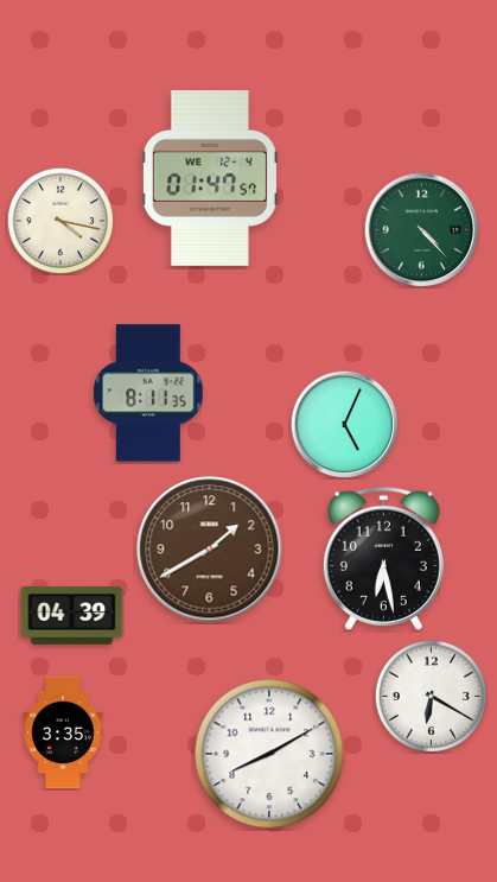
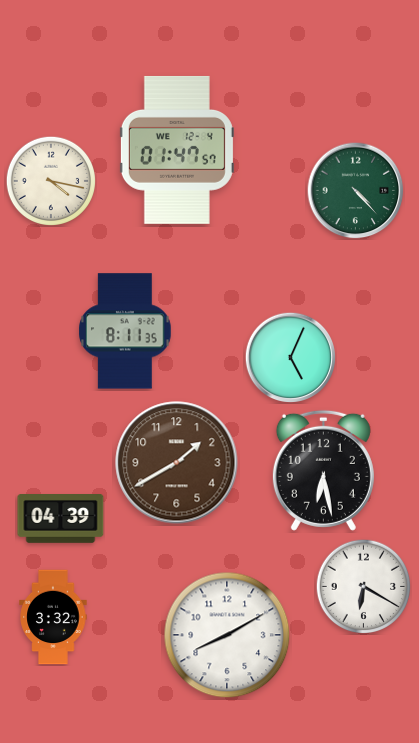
clock at (59, 220) position: (59, 220) -> (50, 180)
clock at (422, 230) position: (422, 230) -> (356, 191)
clock at (63, 732): 3:35 -> 3:32
